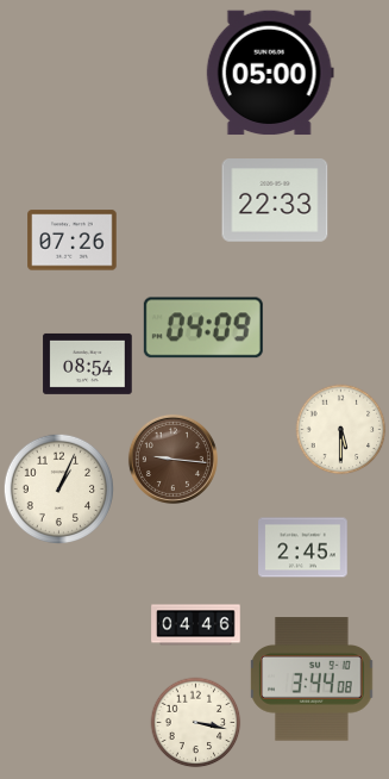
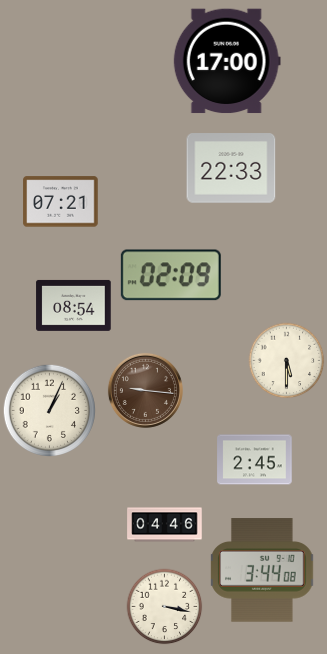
clock at (270, 73): 05:00 -> 17:00
clock at (73, 241): 07:26 -> 07:21
clock at (203, 328): 04:09 -> 02:09
clock at (172, 459) position: (172, 459) -> (145, 390)
